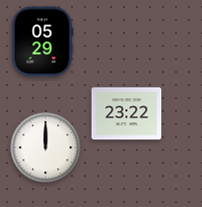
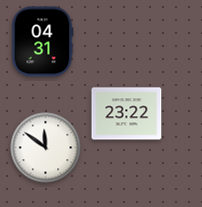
clock at (42, 42): 05:29 -> 04:31
clock at (46, 148): 12:00 -> 11:51
